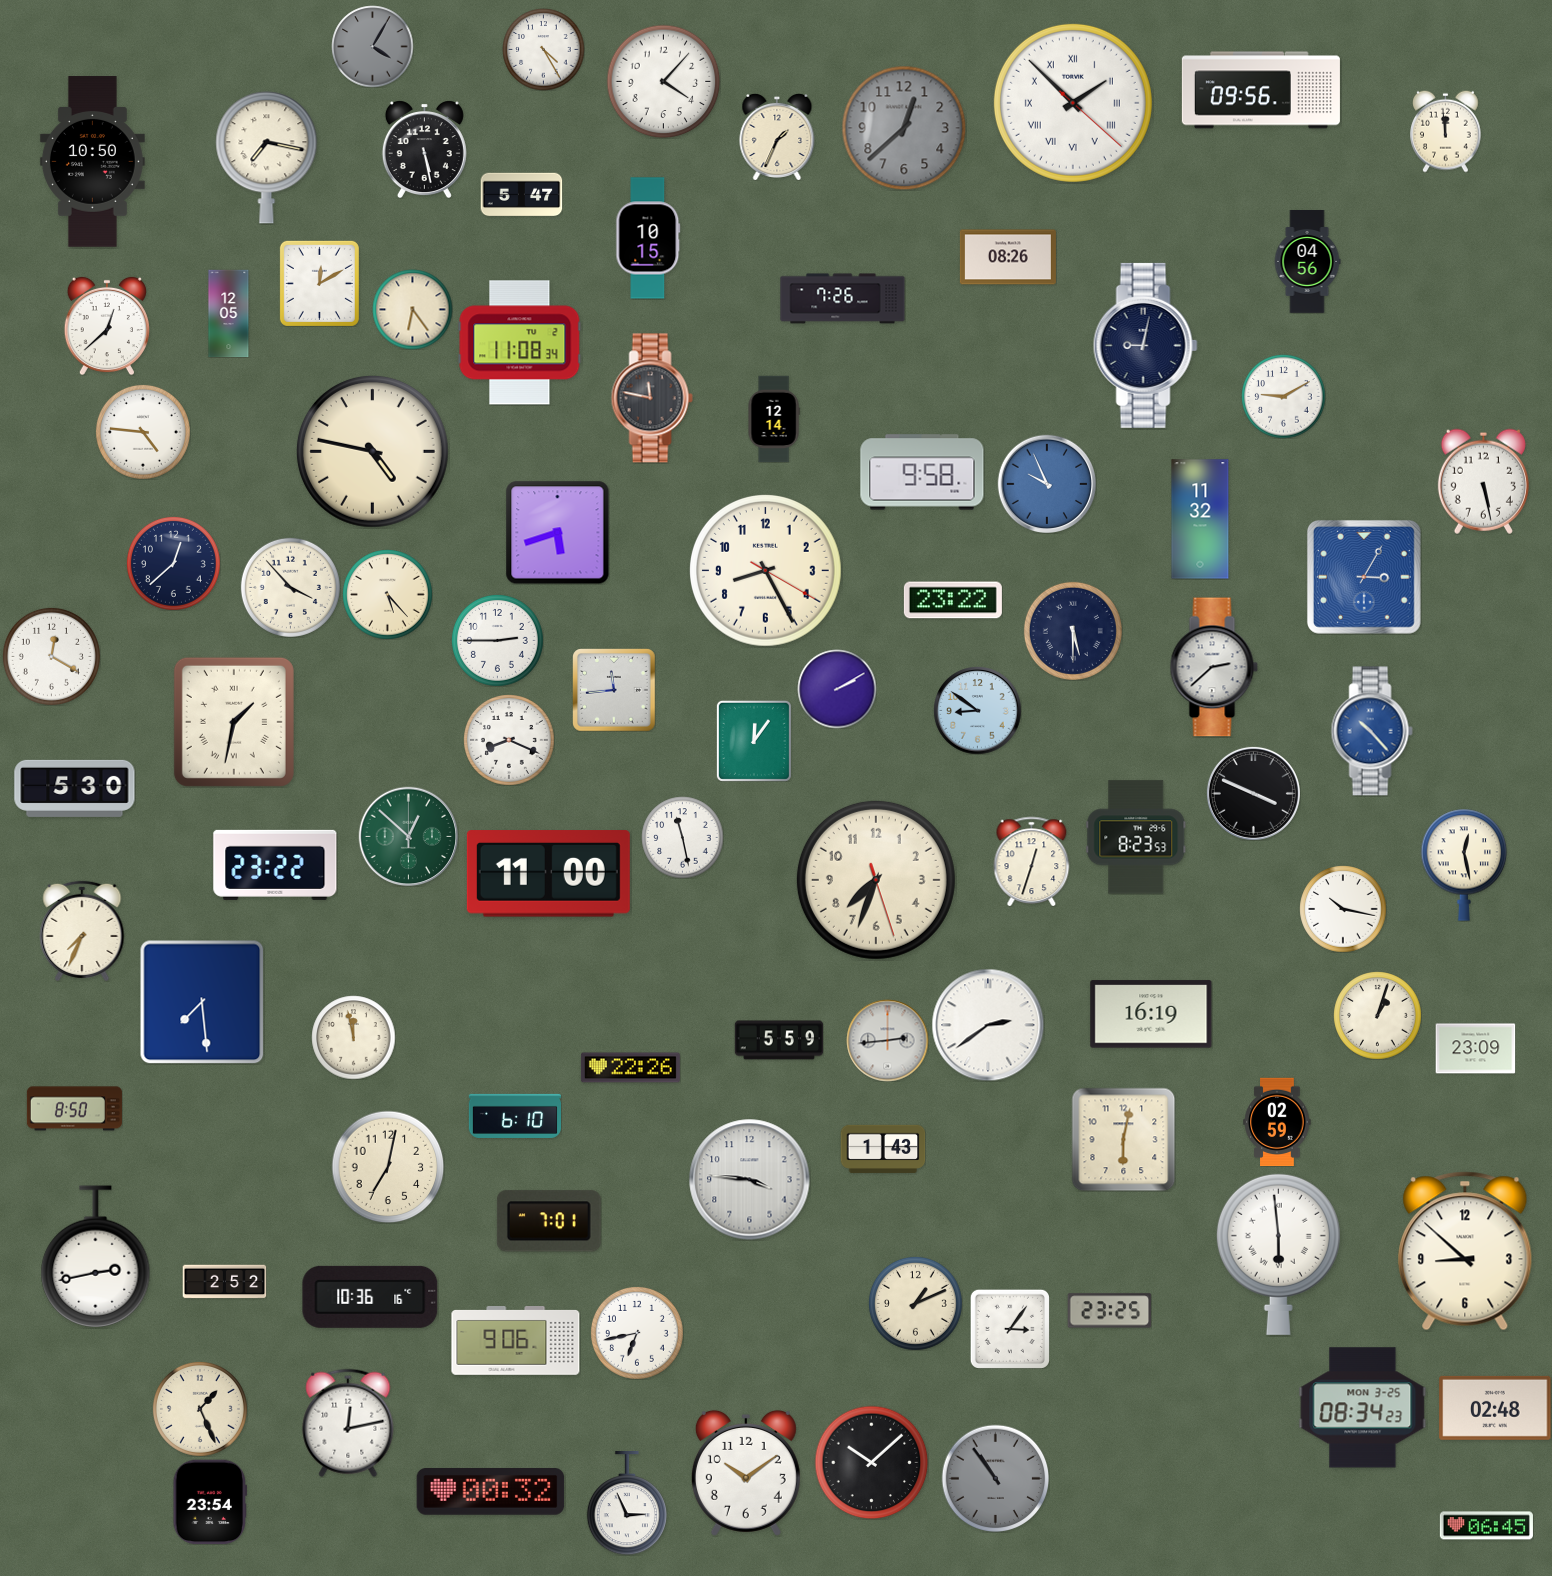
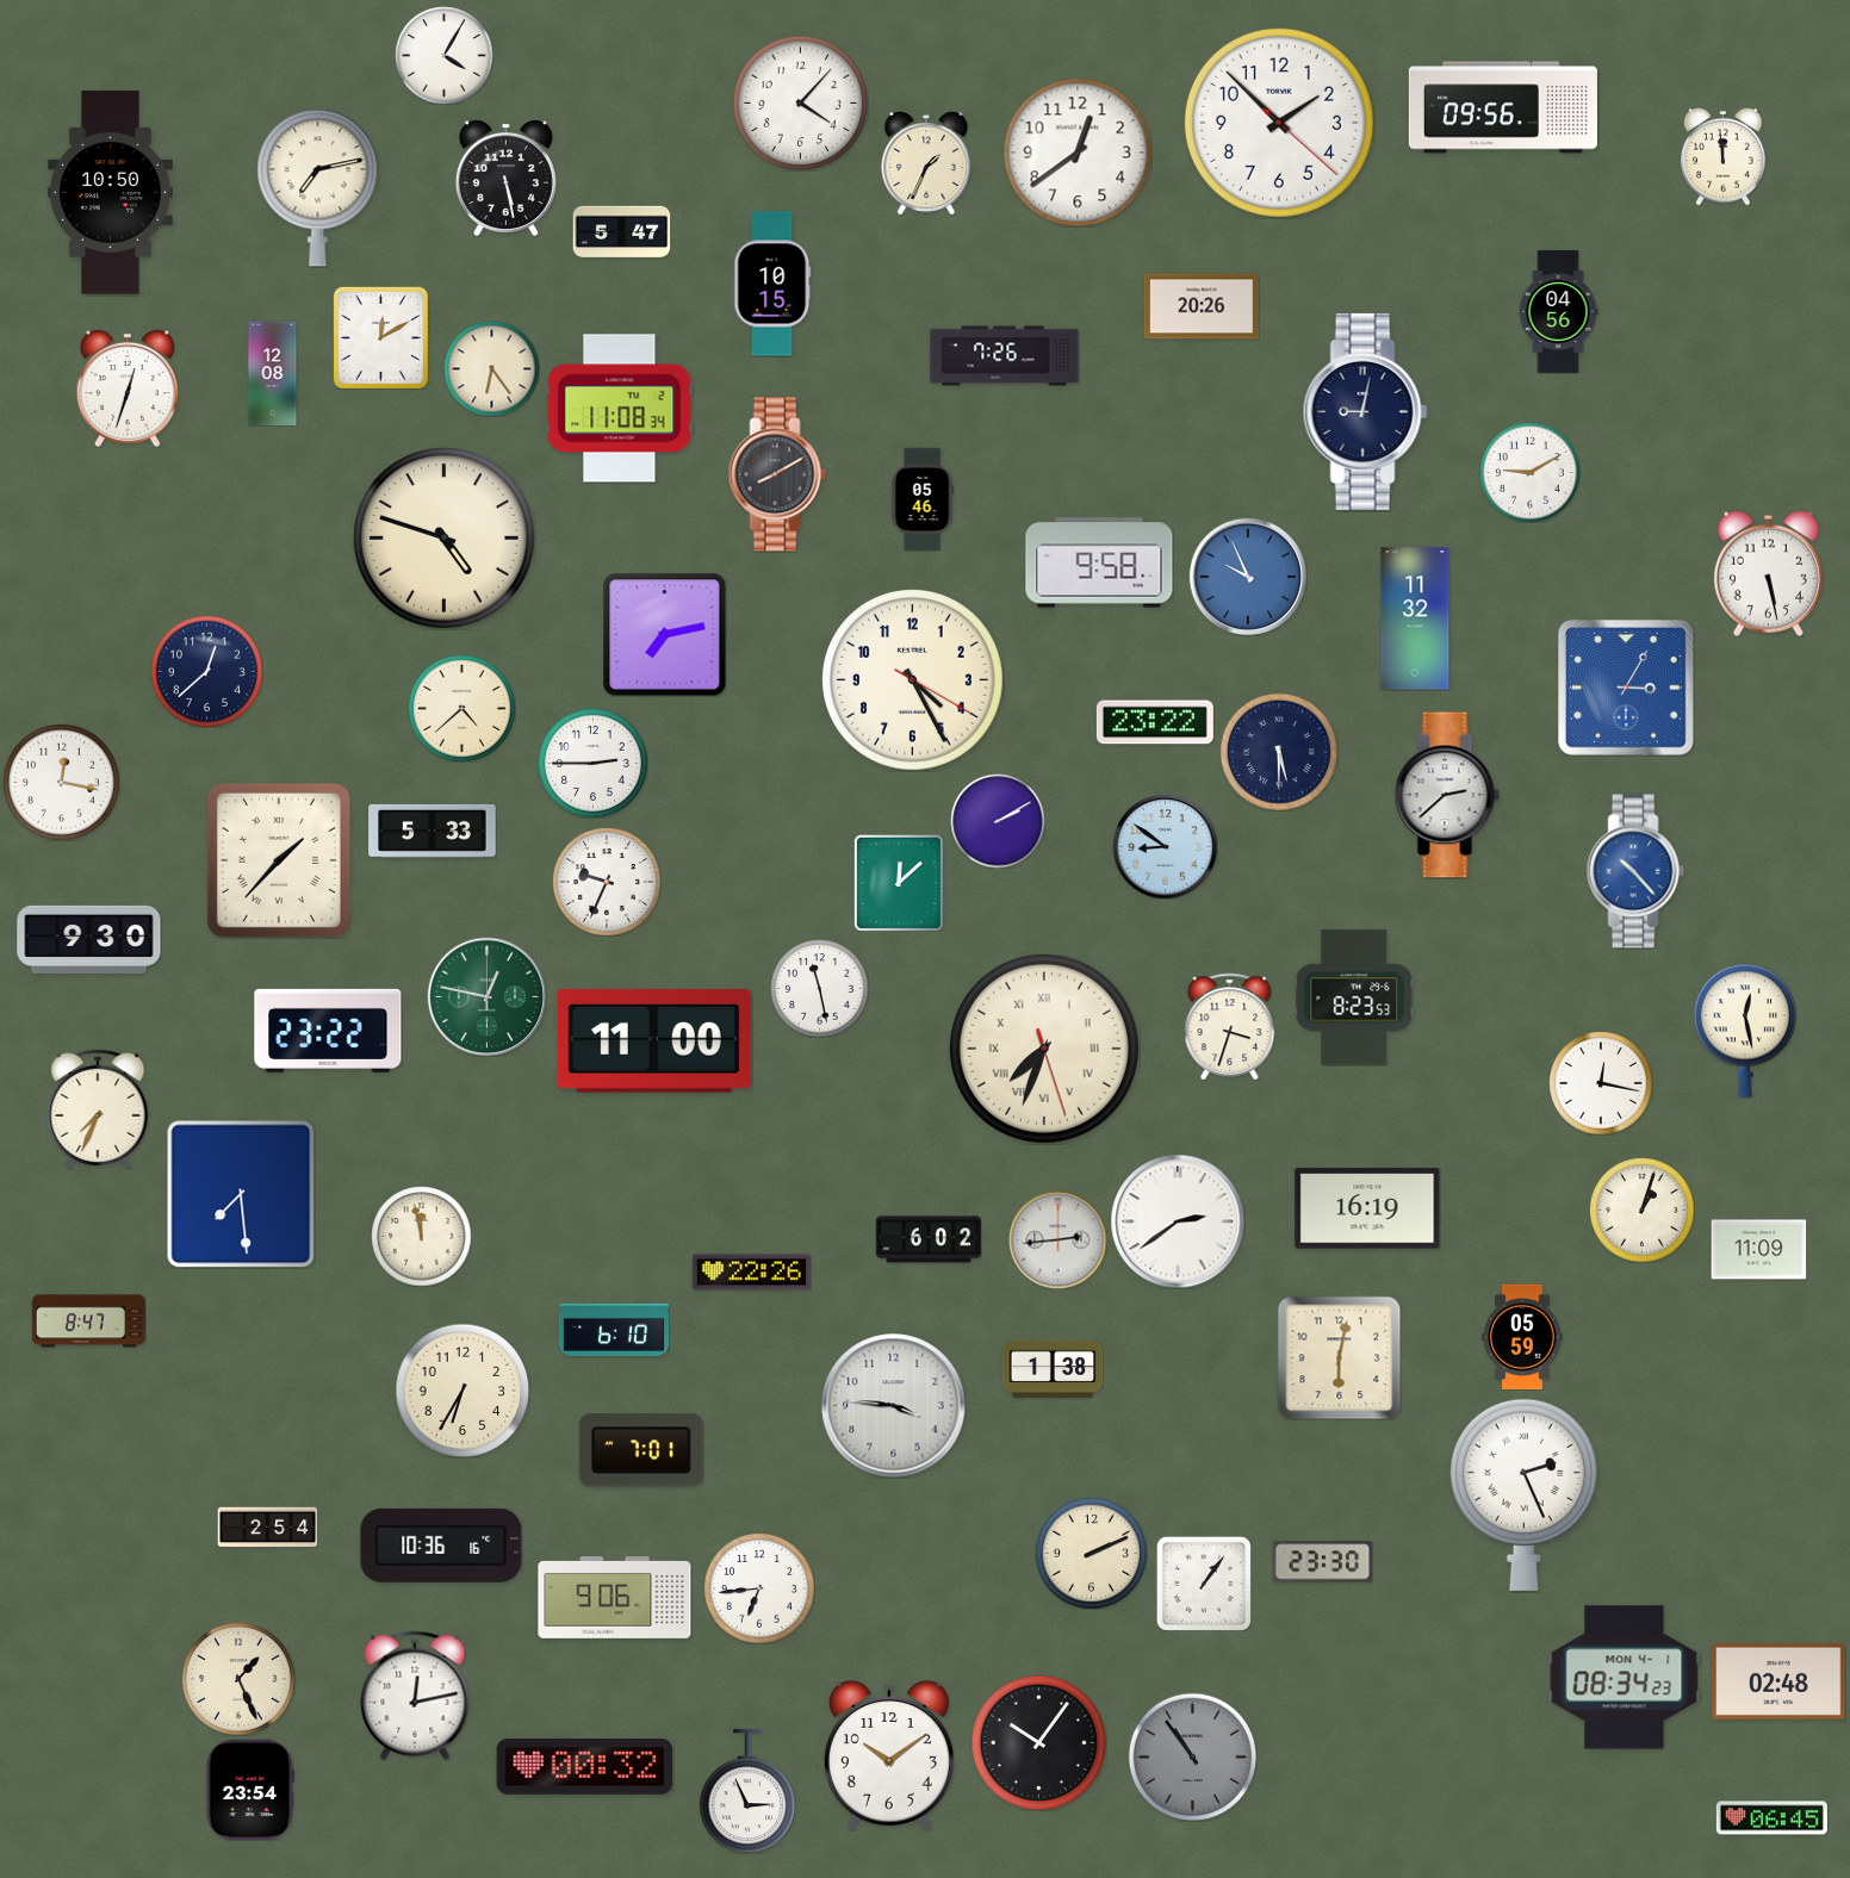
clock at (372, 46) dial: grey -> white
clock at (543, 49): 4:25 -> none
clock at (663, 81) position: (663, 81) -> (800, 102)
clock at (1073, 103) numerals: Roman -> Arabic
clock at (904, 128): 12:38 -> 12:39
clock at (904, 128) dial: grey -> white
clock at (267, 158): 7:17 -> 7:13
clock at (1008, 257): 08:26 -> 20:26
clock at (229, 313): 12:05 -> 12:08
clock at (107, 326): 12:38 -> 12:33
clock at (652, 398): 11:47 -> 8:10
clock at (774, 419): 12:14 -> 05:46
clock at (143, 432): 4:46 -> none
clock at (373, 452): 4:47 -> 4:48
clock at (1200, 519) position: (1200, 519) -> (1415, 618)
clock at (557, 533): 5:42 -> 7:13
clock at (766, 571): 8:25 -> 4:25
clock at (290, 587): 3:53 -> none
clock at (388, 595): 5:23 -> 4:38
clock at (953, 600) position: (953, 600) -> (1155, 722)
clock at (51, 656): 12:20 -> 12:17
clock at (614, 690): 11:44 -> none
clock at (433, 831): none -> 5:33
clock at (234, 722): 1:32 -> 1:37
clock at (509, 740): 8:19 -> 9:34
clock at (754, 741): 12:06 -> 12:08
clock at (75, 788): 5:30 -> 9:30
clock at (1253, 793): 3:49 -> none
clock at (408, 836): 12:52 -> 12:47
clock at (682, 837) position: (682, 837) -> (819, 988)
clock at (1032, 861): 12:33 -> 3:33
clock at (876, 880) numerals: Arabic -> Roman
clock at (1343, 909): 10:17 -> 12:17
clock at (1151, 1014) position: (1151, 1014) -> (1367, 1208)
clock at (779, 1040): 5:59 -> 6:02
clock at (1475, 1049): 23:09 -> 11:09
clock at (74, 1109): 8:50 -> 8:47
clock at (1277, 1122): 02:59 -> 05:59
clock at (883, 1149): 1:43 -> 1:38
clock at (388, 1167): 7:02 -> 6:35
clock at (549, 1221) position: (549, 1221) -> (641, 1450)
clock at (1465, 1251): 8:52 -> none
clock at (1278, 1254): 5:59 -> 2:26
clock at (96, 1257): 2:43 -> none
clock at (224, 1282): 2:52 -> 2:54
clock at (915, 1303): 1:11 -> 2:11
clock at (1109, 1311): 23:25 -> 23:30
clock at (1010, 1329): 3:06 -> 1:06
clock at (637, 1333): 6:43 -> 6:44
clock at (1363, 1408) date: MON 3-25 -> MON 4-1
clock at (1495, 1408) position: (1495, 1408) -> (1778, 1681)
clock at (871, 1462): 10:08 -> 10:06
clock at (995, 1478) position: (995, 1478) -> (1192, 1756)
clock at (491, 1492) position: (491, 1492) -> (585, 1767)
